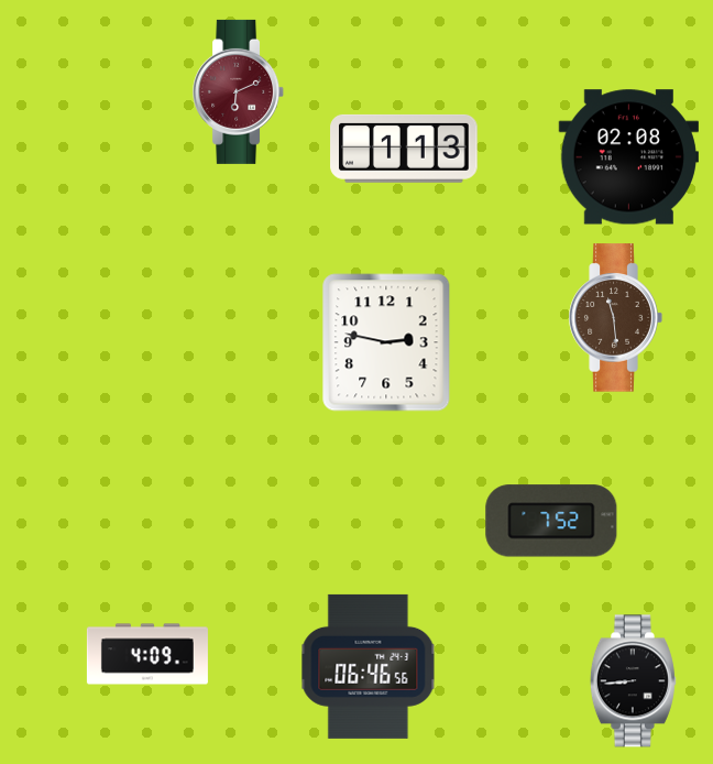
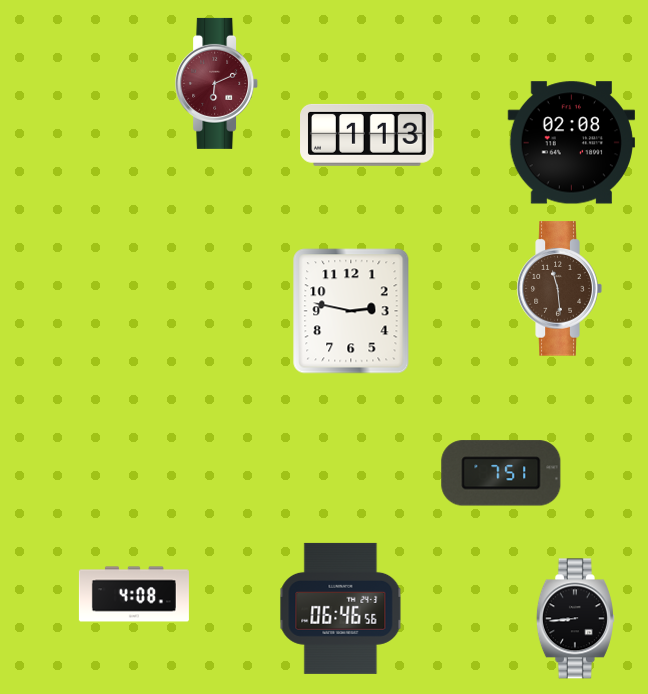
clock at (551, 521): 7:52 -> 7:51
clock at (147, 654): 4:09 -> 4:08
clock at (369, 666) position: (369, 666) -> (341, 608)
